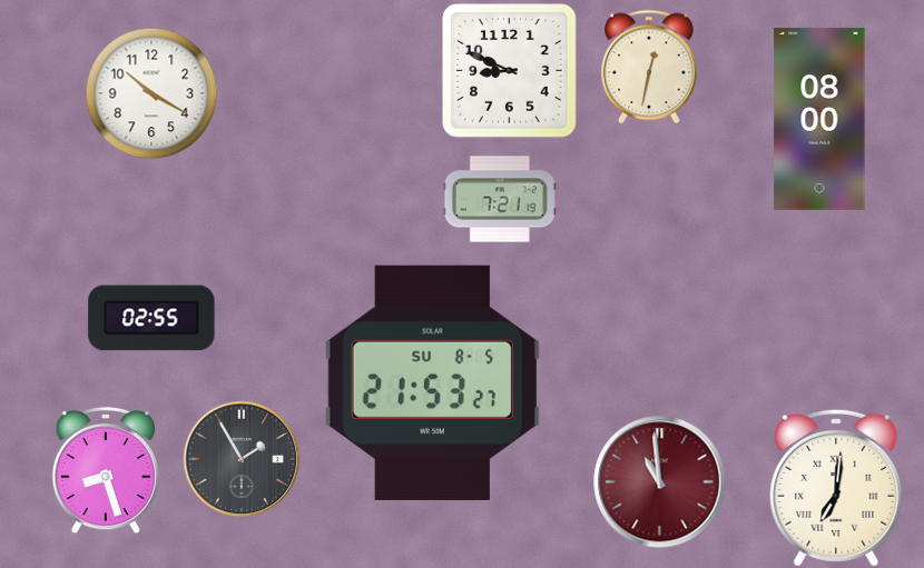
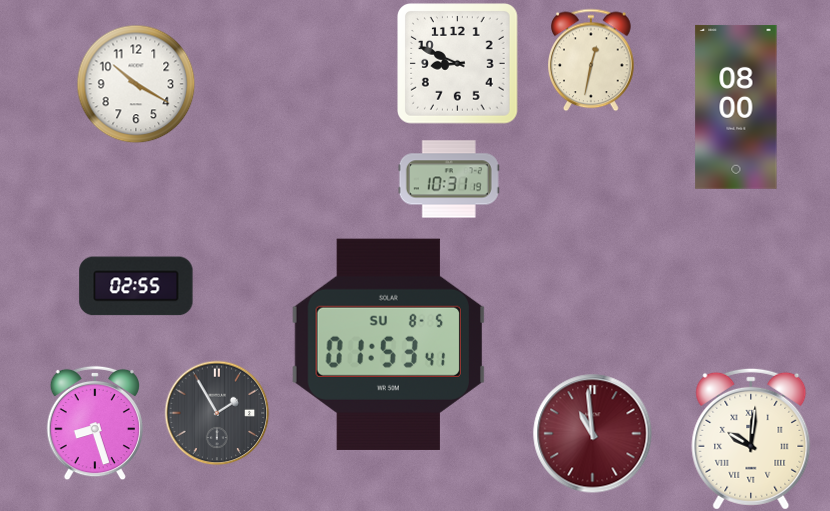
clock at (650, 67) position: (650, 67) -> (592, 60)
clock at (500, 199): 7:21 -> 10:31
clock at (432, 382): 21:53 -> 01:53
clock at (836, 488): 7:01 -> 10:01
